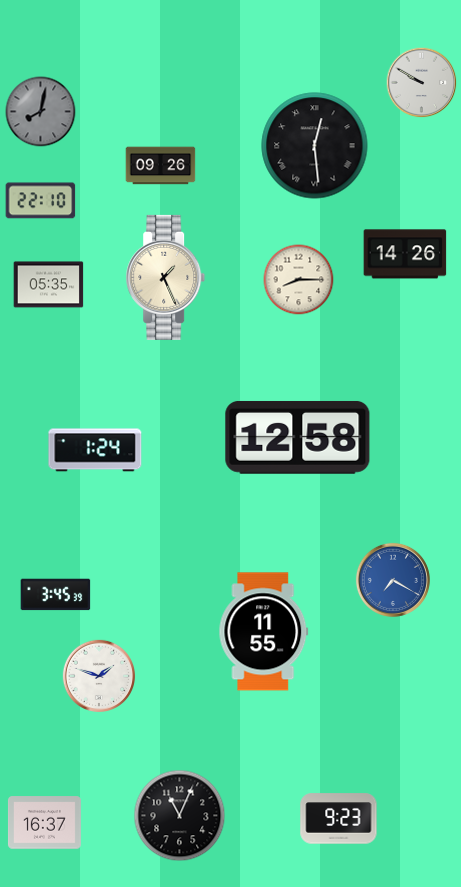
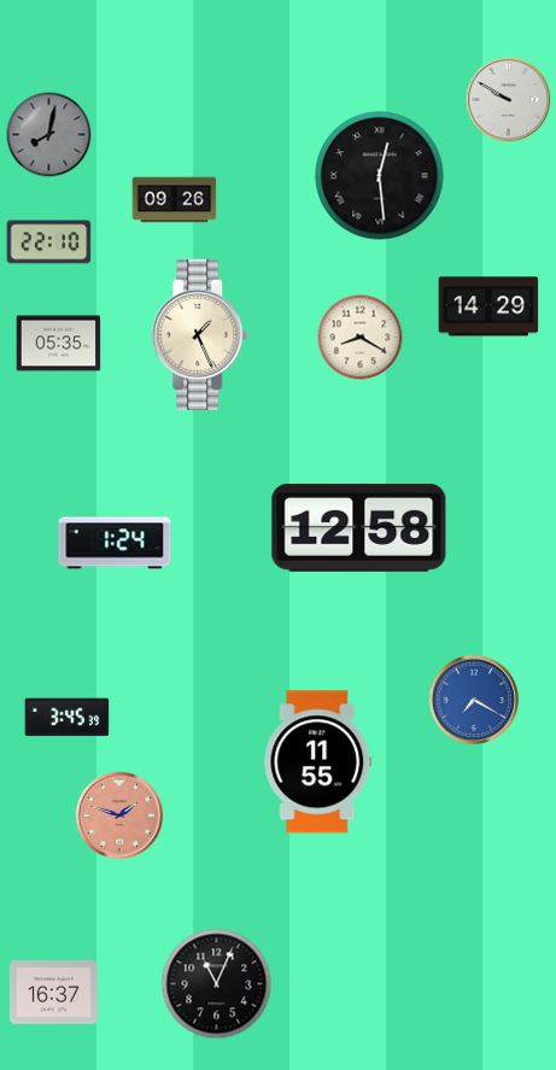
clock at (161, 166) position: (161, 166) -> (175, 200)
clock at (405, 254): 14:26 -> 14:29
clock at (299, 280): 8:15 -> 8:20
clock at (98, 675) dial: white -> salmon
clock at (339, 819): 9:23 -> none
